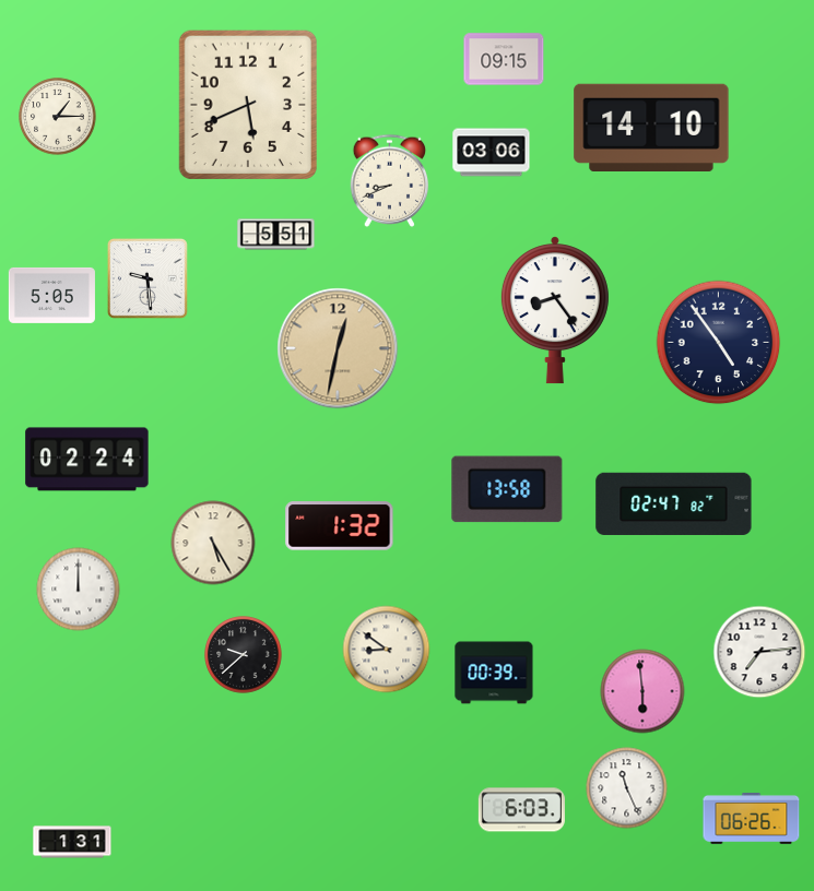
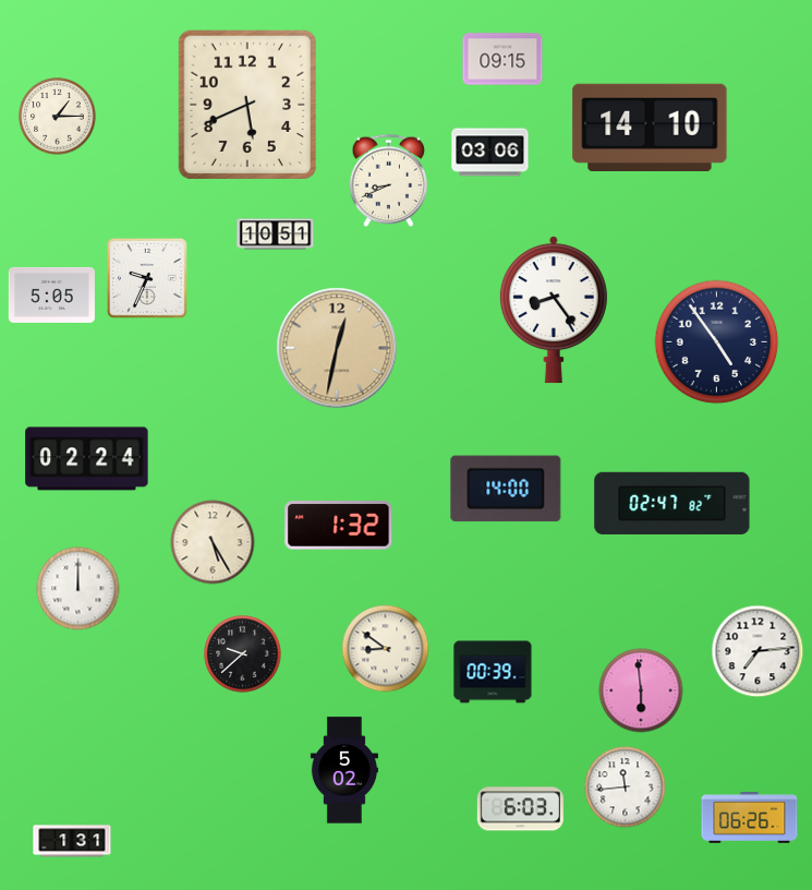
clock at (276, 235): 5:51 -> 10:51
clock at (148, 278): 9:29 -> 9:34
clock at (507, 489): 13:58 -> 14:00
clock at (344, 770): none -> 5:02
clock at (627, 788): 11:26 -> 11:44
